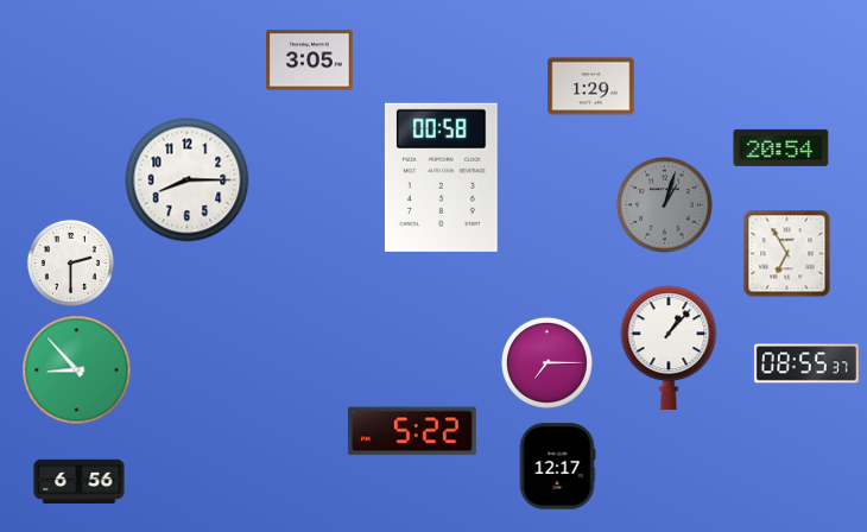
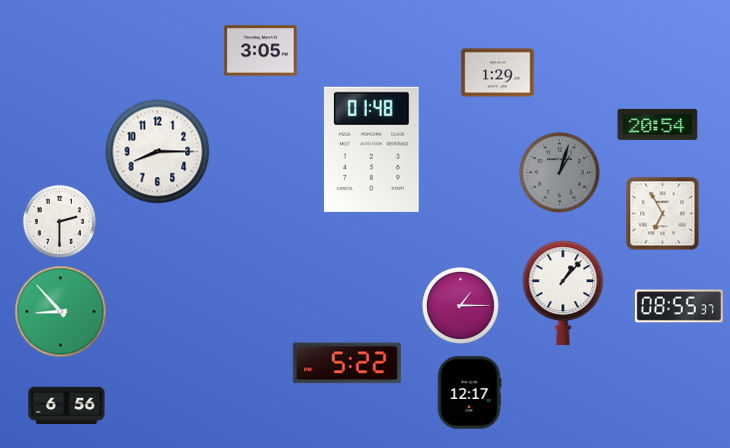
clock at (441, 177): 00:58 -> 01:48
clock at (546, 362): 7:15 -> 1:15
clock at (77, 370) position: (77, 370) -> (61, 312)
